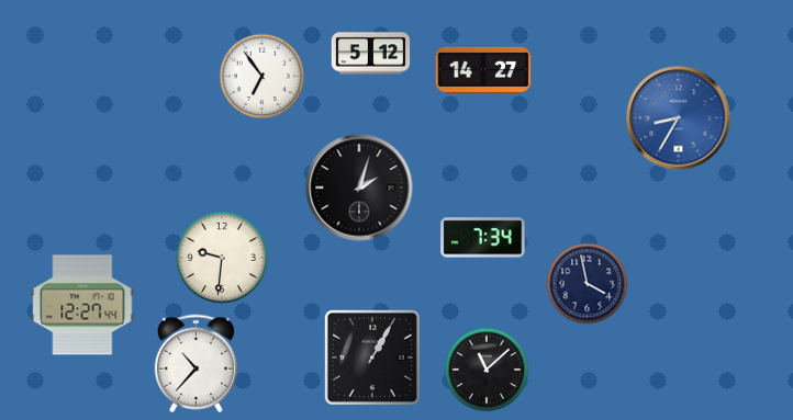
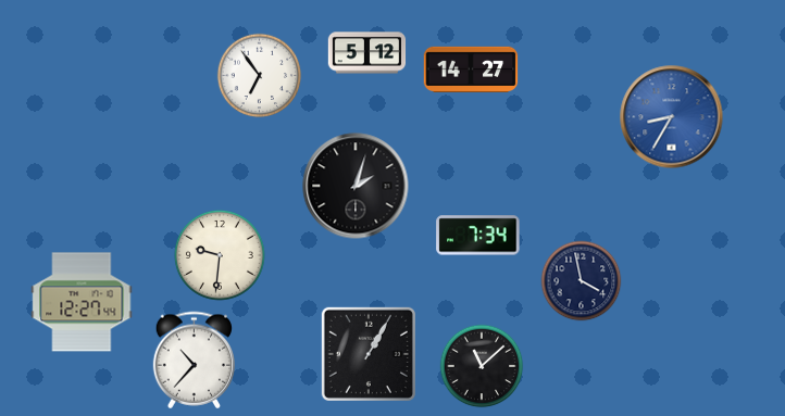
clock at (483, 70) position: (483, 70) -> (471, 70)
